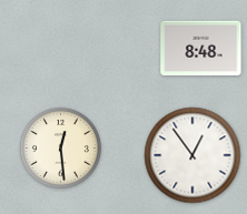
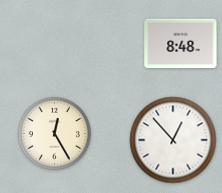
clock at (60, 147): 12:29 -> 12:25
clock at (192, 155): 12:54 -> 12:53
